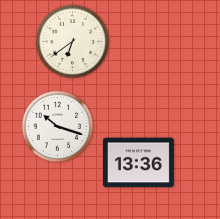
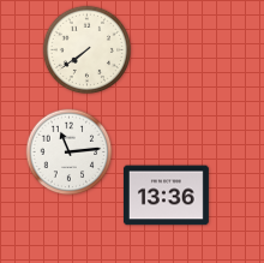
clock at (73, 42): 6:39 -> 7:39
clock at (58, 127): 10:18 -> 11:14
